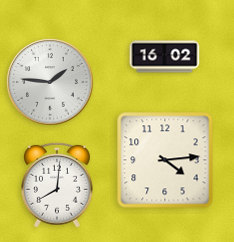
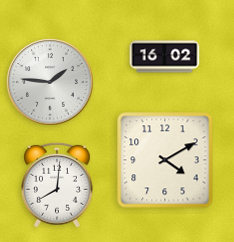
clock at (165, 160): 4:14 -> 4:10
